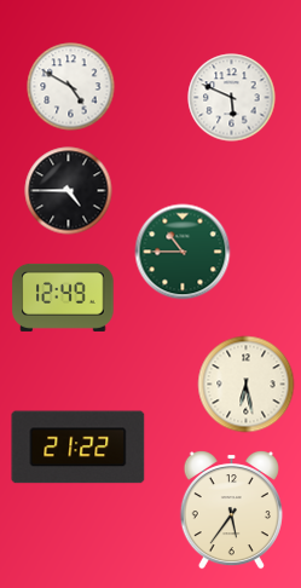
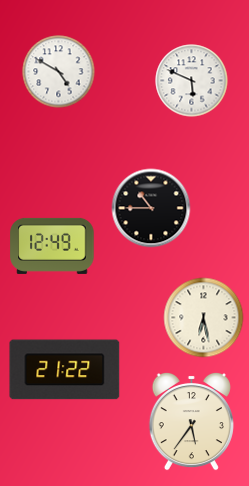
clock at (69, 191): 4:45 -> none
clock at (183, 252) dial: green -> black
